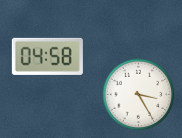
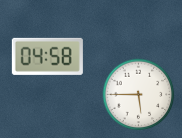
clock at (139, 95): 3:25 -> 5:45
